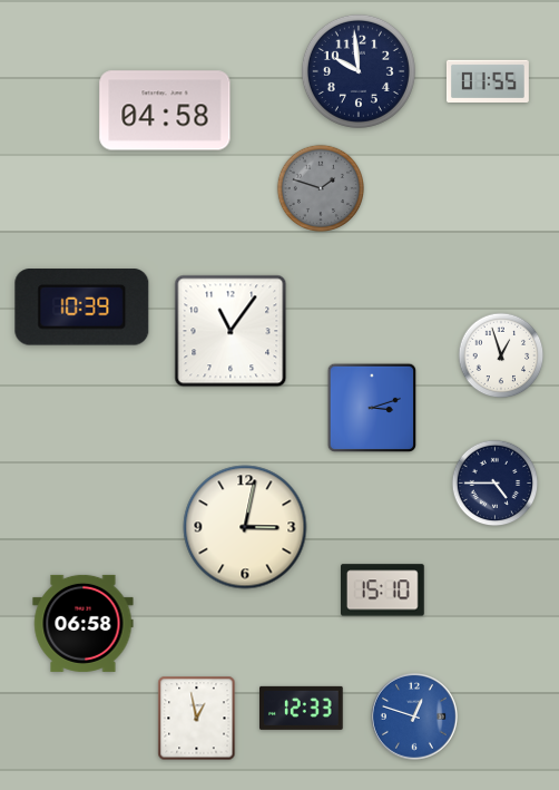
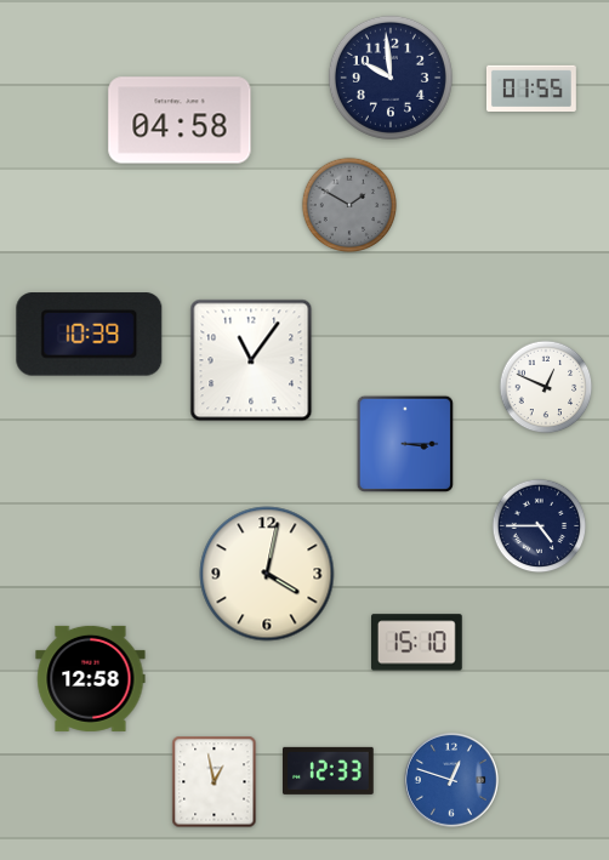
clock at (320, 187): 1:48 -> 1:50
clock at (501, 355): 12:57 -> 12:49
clock at (371, 407): 3:12 -> 3:15
clock at (245, 527): 3:02 -> 4:02
clock at (84, 623): 06:58 -> 12:58
